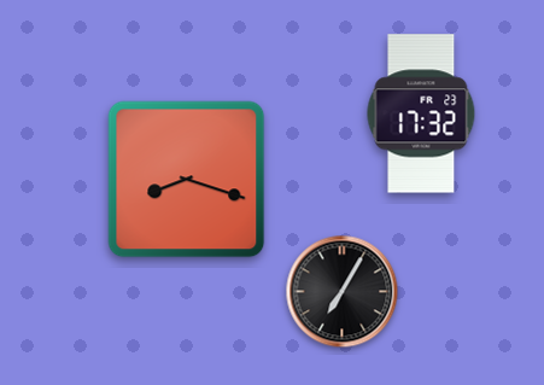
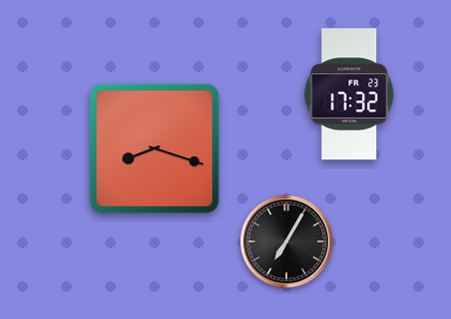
clock at (343, 292) position: (343, 292) -> (287, 242)
